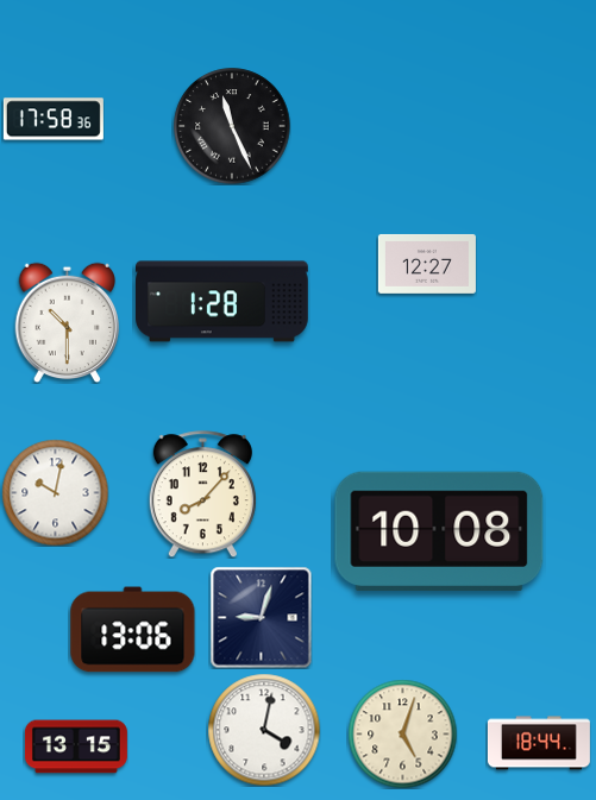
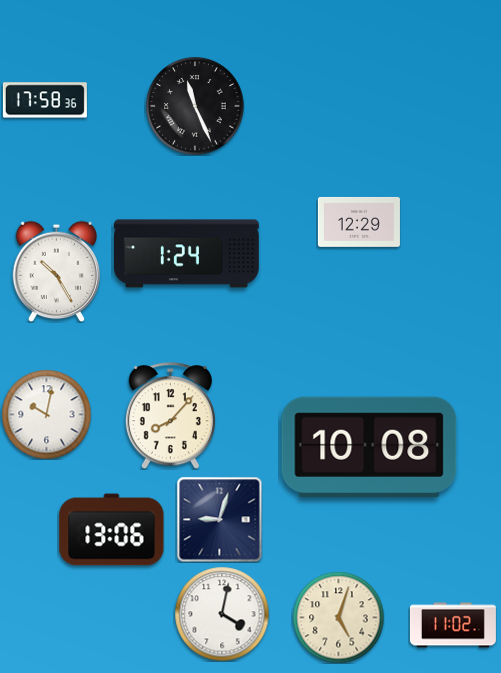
clock at (427, 264): 12:27 -> 12:29
clock at (222, 302): 1:28 -> 1:24
clock at (68, 322): 10:30 -> 10:25
clock at (539, 743): 18:44 -> 11:02
clock at (76, 747): 13:15 -> none
